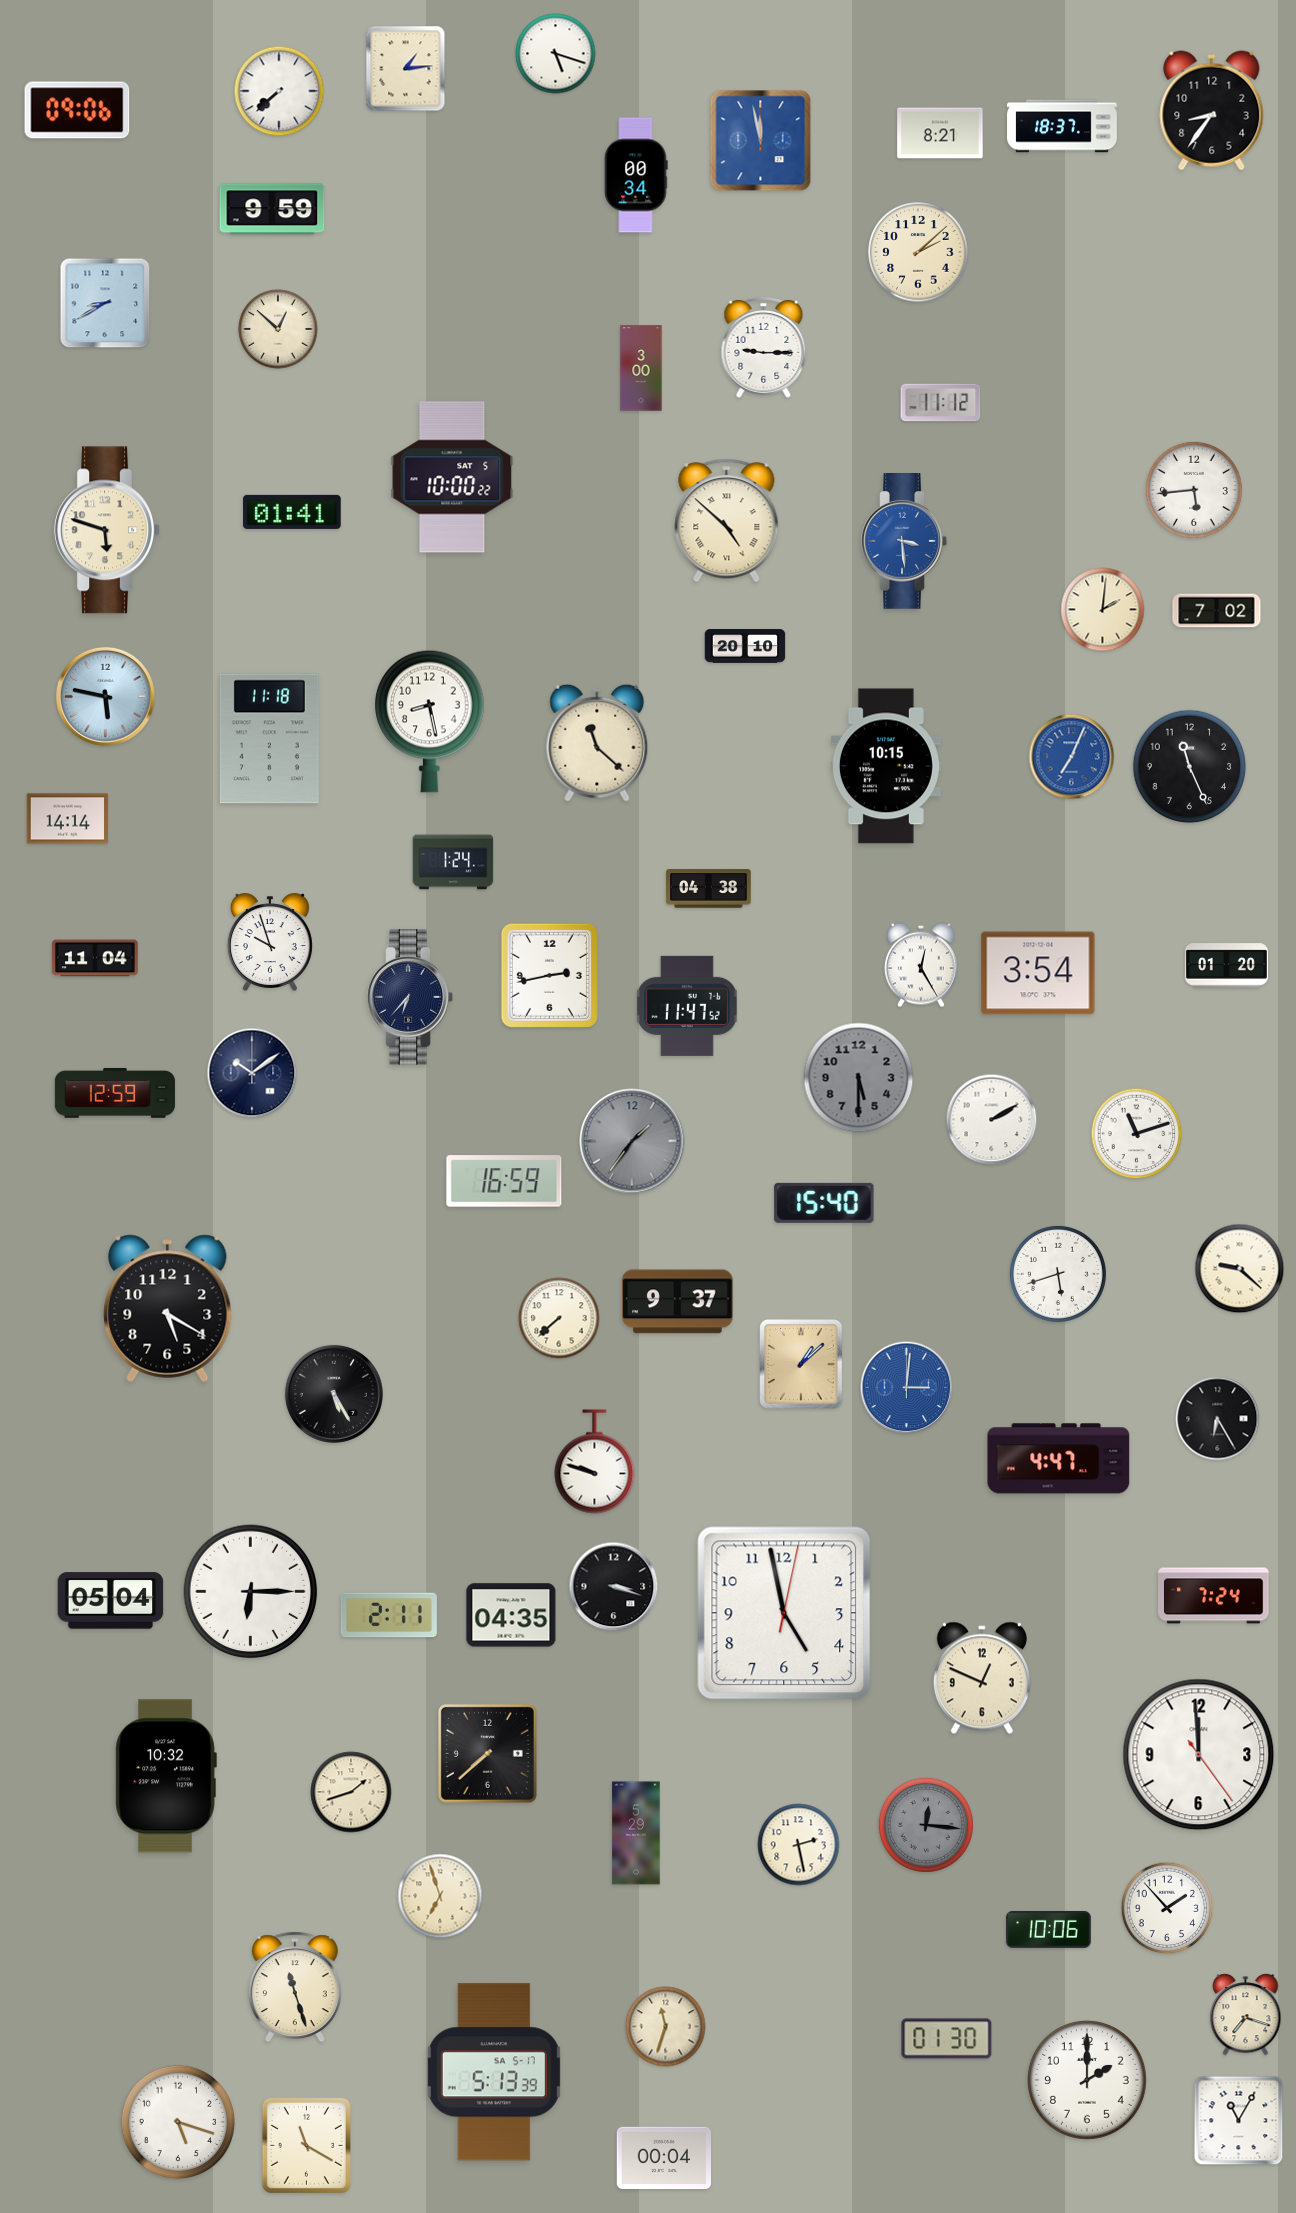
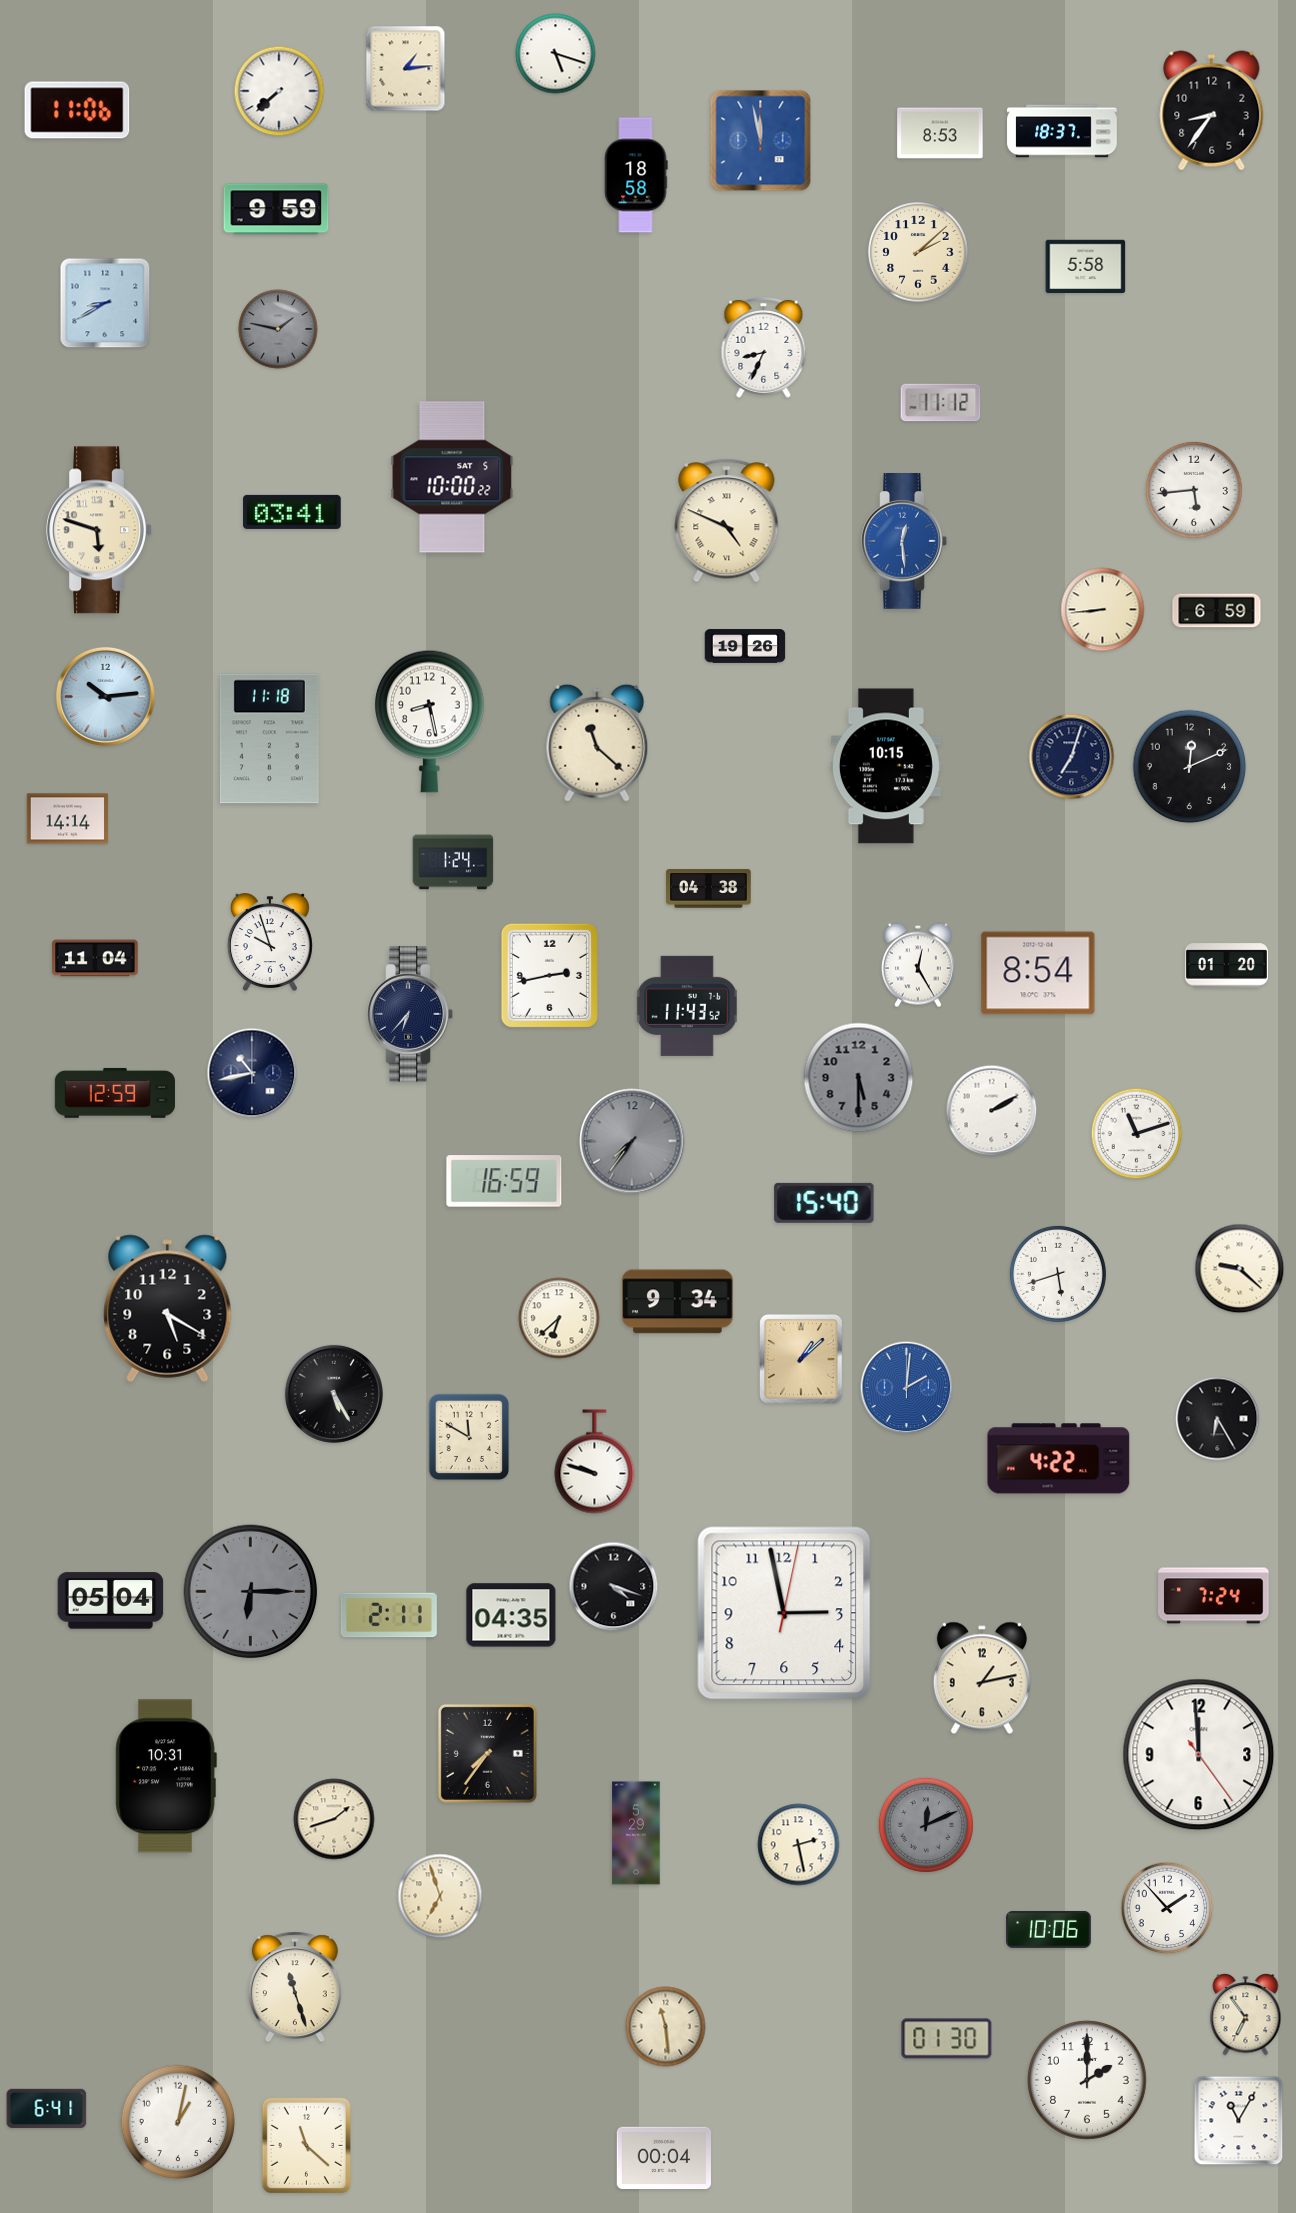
clock at (77, 110): 09:06 -> 11:06
clock at (1062, 126) position: (1062, 126) -> (1062, 131)
clock at (940, 133): 8:21 -> 8:53
clock at (636, 175): 00:34 -> 18:58
clock at (272, 209) position: (272, 209) -> (276, 209)
clock at (1086, 266): none -> 5:58
clock at (278, 329): 12:52 -> 1:47
clock at (278, 329) dial: cream -> grey
clock at (764, 348): 9:15 -> 8:34
clock at (641, 368): 3:00 -> none
clock at (292, 512): 01:41 -> 03:41
clock at (727, 521): 4:52 -> 4:49
clock at (107, 530) position: (107, 530) -> (99, 530)
clock at (904, 542): 3:29 -> 12:29
clock at (1103, 610): 2:01 -> 8:44
clock at (1217, 611): 7:02 -> 6:59
clock at (745, 646): 20:10 -> 19:26
clock at (105, 696): 5:47 -> 10:14
clock at (1072, 757): 7:04 -> 7:03
clock at (1072, 757) dial: blue -> navy
clock at (1190, 767): 11:26 -> 12:11
clock at (921, 965) position: (921, 965) -> (918, 965)
clock at (1038, 973): 3:54 -> 8:54
clock at (410, 998) position: (410, 998) -> (410, 1015)
clock at (687, 1006): 11:47 -> 11:43
clock at (252, 1073): 10:09 -> 10:43
clock at (992, 1120) position: (992, 1120) -> (992, 1111)
clock at (632, 1141): 1:36 -> 7:36
clock at (678, 1302): 9:37 -> 9:34
clock at (559, 1318): 7:38 -> 6:38
clock at (802, 1365) position: (802, 1365) -> (802, 1360)
clock at (907, 1388): 3:01 -> 2:01
clock at (469, 1437): none -> 11:50
clock at (1059, 1459): 4:47 -> 4:22
clock at (614, 1587): 3:18 -> 4:18
clock at (251, 1592) dial: white -> grey
clock at (784, 1613): 4:58 -> 2:58
clock at (982, 1678): 12:49 -> 1:13
clock at (487, 1753): 7:38 -> 7:36
clock at (166, 1776): 10:32 -> 10:31
clock at (351, 1792) position: (351, 1792) -> (334, 1819)
clock at (926, 1825): 12:16 -> 12:11
clock at (1246, 2015): 7:18 -> 6:54
clock at (666, 2027): 11:33 -> 11:29
clock at (494, 2072): 5:13 -> none
clock at (47, 2108): none -> 6:41
clock at (178, 2122): 5:18 -> 1:02
clock at (306, 2145): 11:20 -> 11:22
